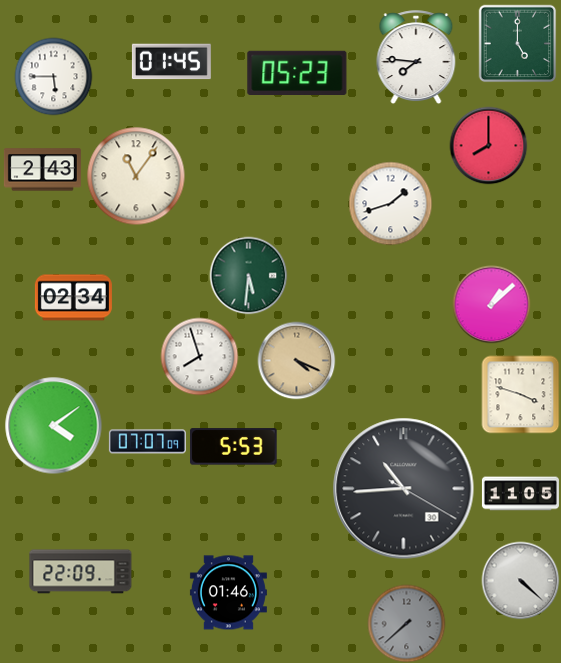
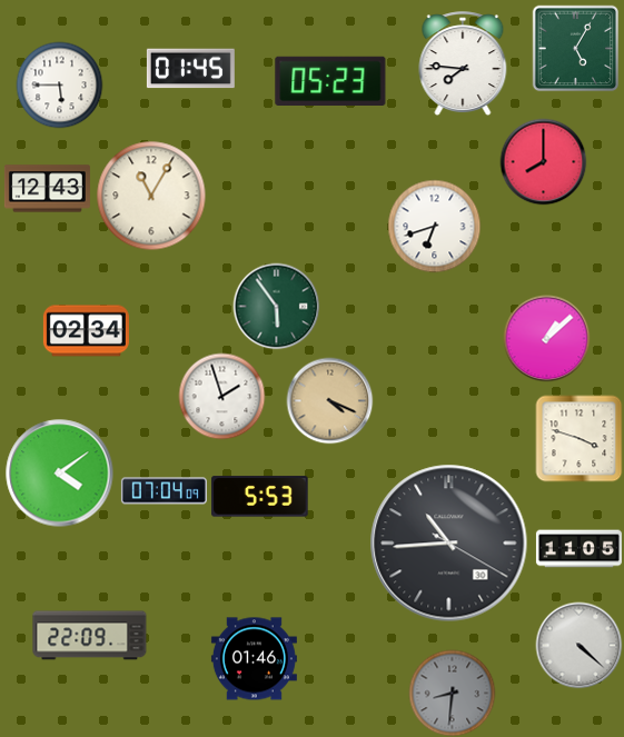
clock at (517, 43): 5:00 -> 5:05
clock at (42, 170): 2:43 -> 12:43
clock at (136, 176): 11:06 -> 11:05
clock at (390, 203): 1:42 -> 6:42
clock at (248, 275): 5:31 -> 5:54
clock at (73, 298) position: (73, 298) -> (86, 331)
clock at (199, 356): 7:57 -> 1:57
clock at (147, 442): 07:07 -> 07:04
clock at (406, 623): 7:38 -> 8:31
